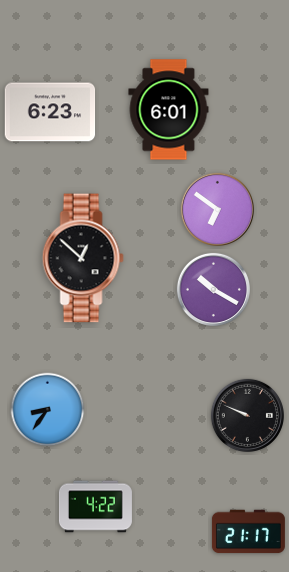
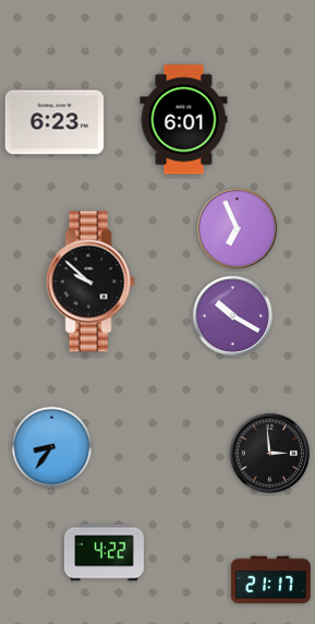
clock at (217, 209): 6:51 -> 6:56
clock at (83, 258): 12:52 -> 9:52
clock at (247, 415): 9:49 -> 2:59
